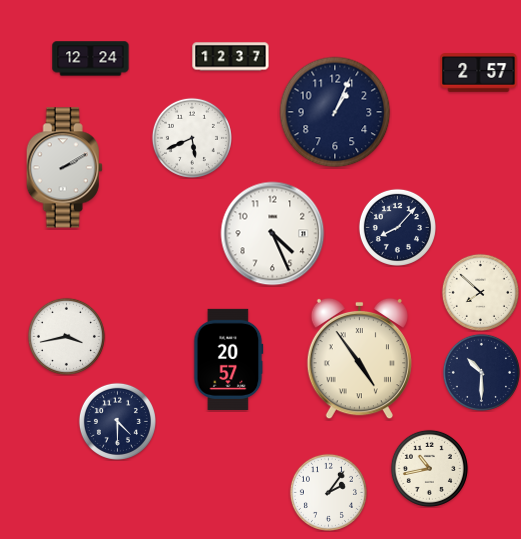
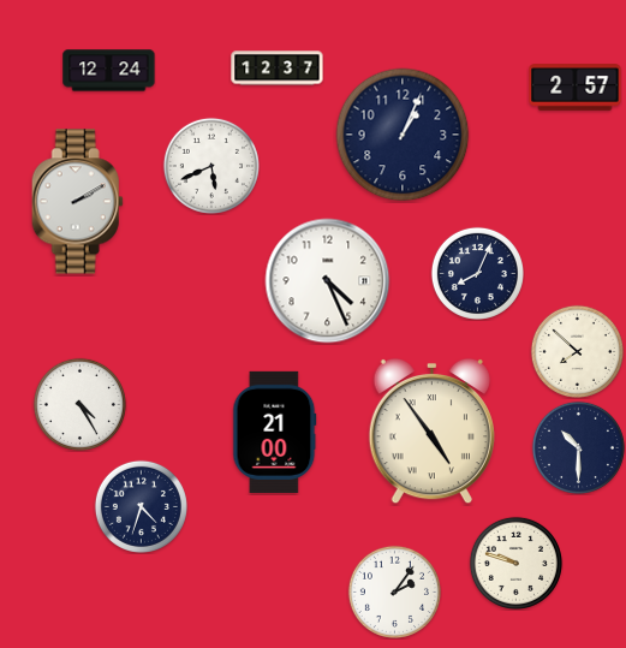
clock at (192, 138) position: (192, 138) -> (211, 166)
clock at (397, 227): 8:07 -> 8:04
clock at (66, 336): 3:43 -> 4:25
clock at (229, 359): 20:57 -> 21:00
clock at (117, 421): 4:30 -> 4:33
clock at (429, 468): 10:43 -> 9:48
